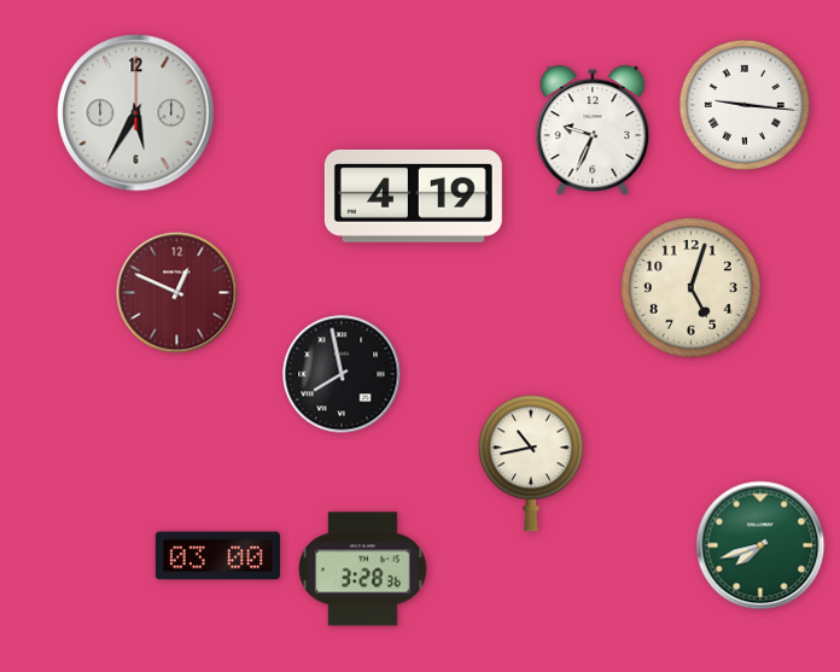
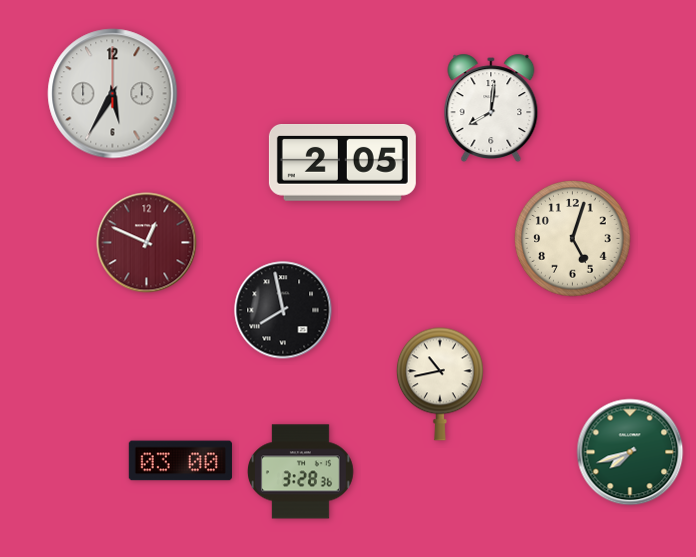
clock at (743, 104): 9:16 -> none
clock at (593, 130): 9:34 -> 8:01
clock at (413, 197): 4:19 -> 2:05
